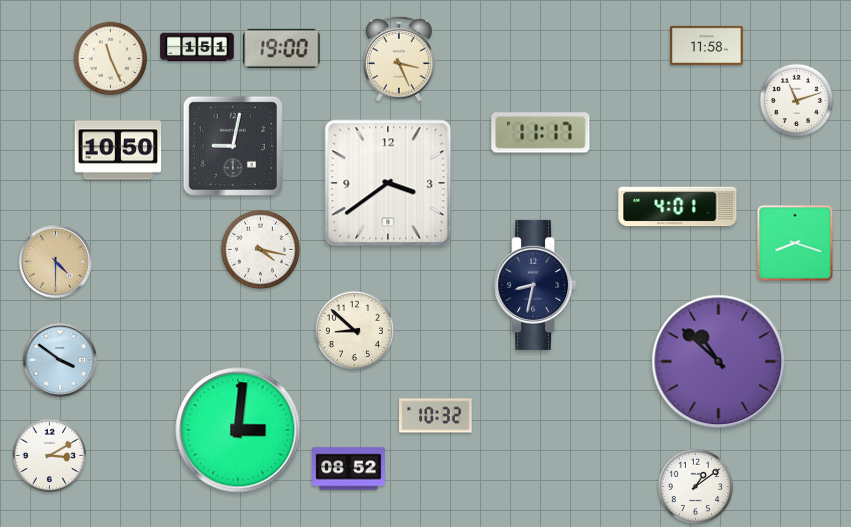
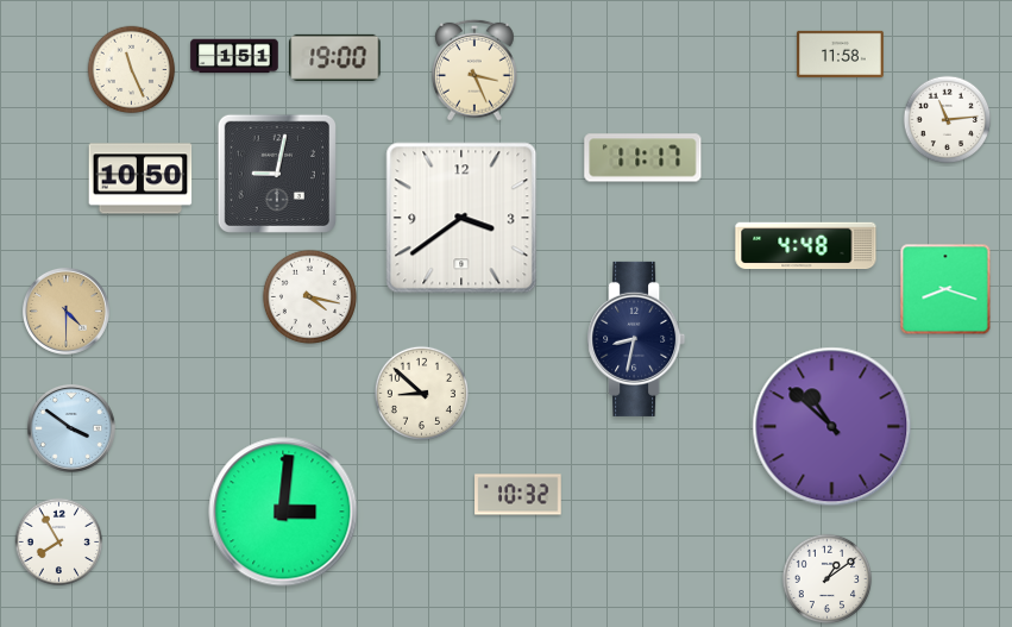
clock at (797, 101): 11:12 -> 11:14
clock at (678, 207): 4:01 -> 4:48
clock at (719, 362) position: (719, 362) -> (832, 427)
clock at (50, 456): 3:10 -> 7:55
clock at (349, 469): 08:52 -> none
